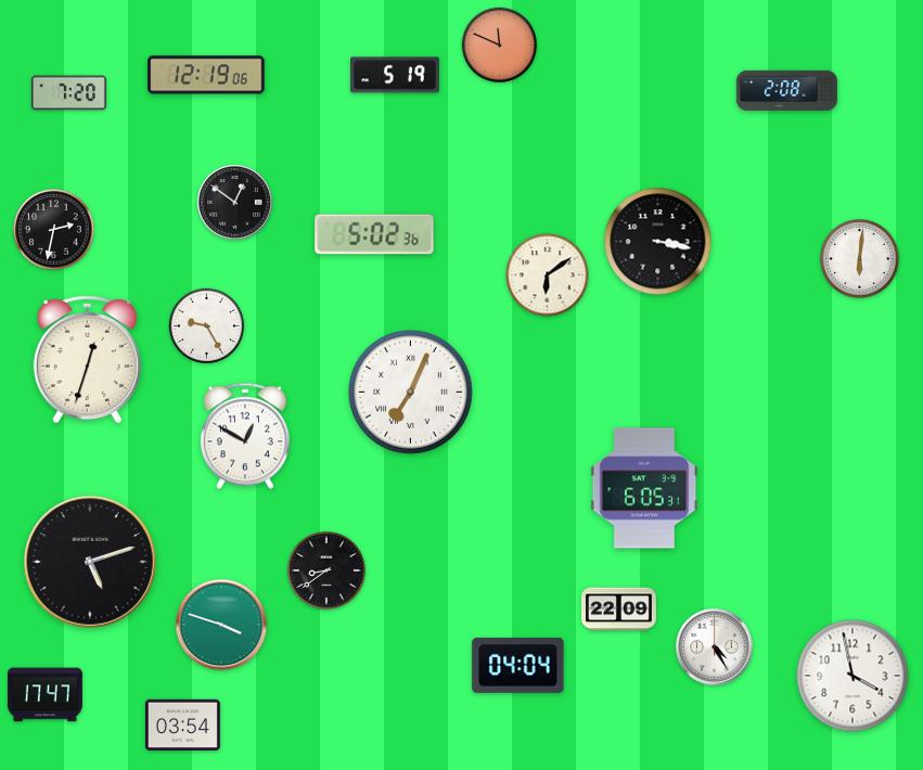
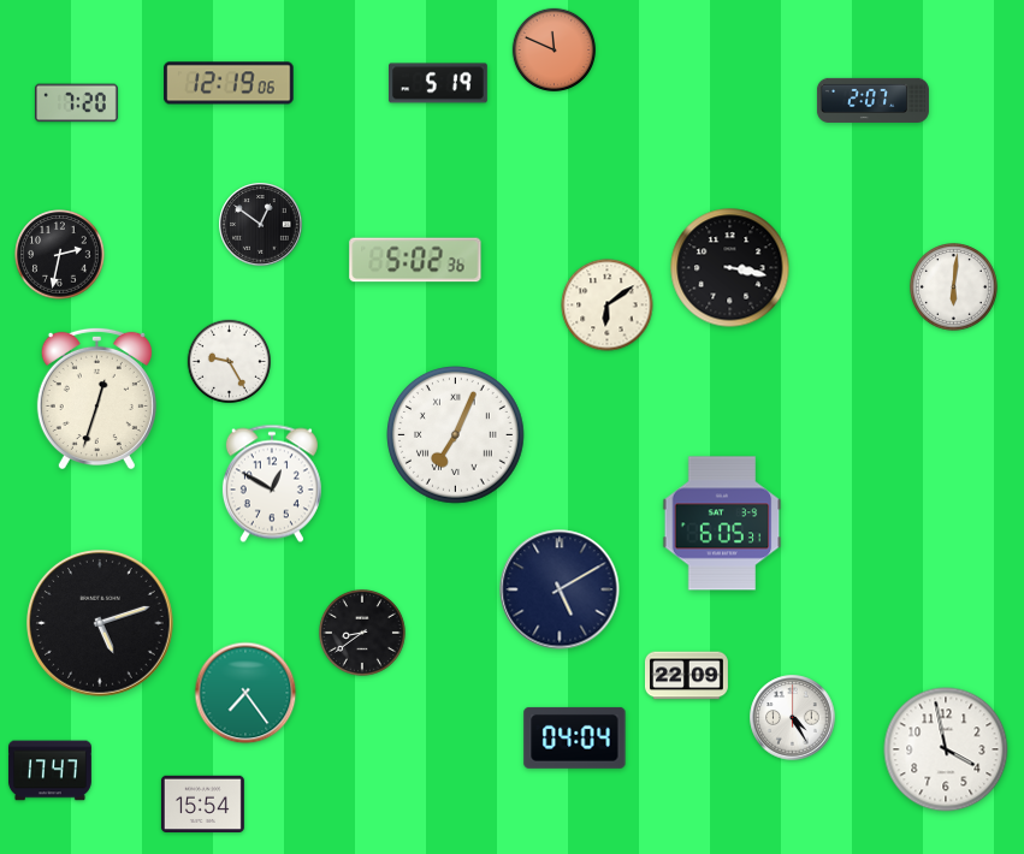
clock at (786, 90): 2:08 -> 2:07
clock at (644, 488) position: (644, 488) -> (722, 523)
clock at (560, 589): none -> 5:10
clock at (221, 625): 3:48 -> 7:24
clock at (182, 724): 03:54 -> 15:54
